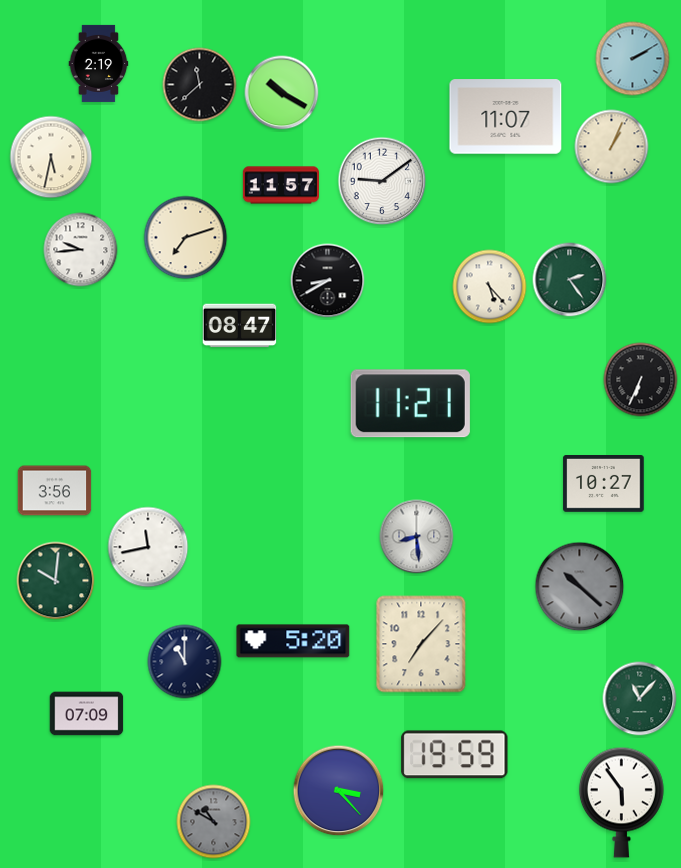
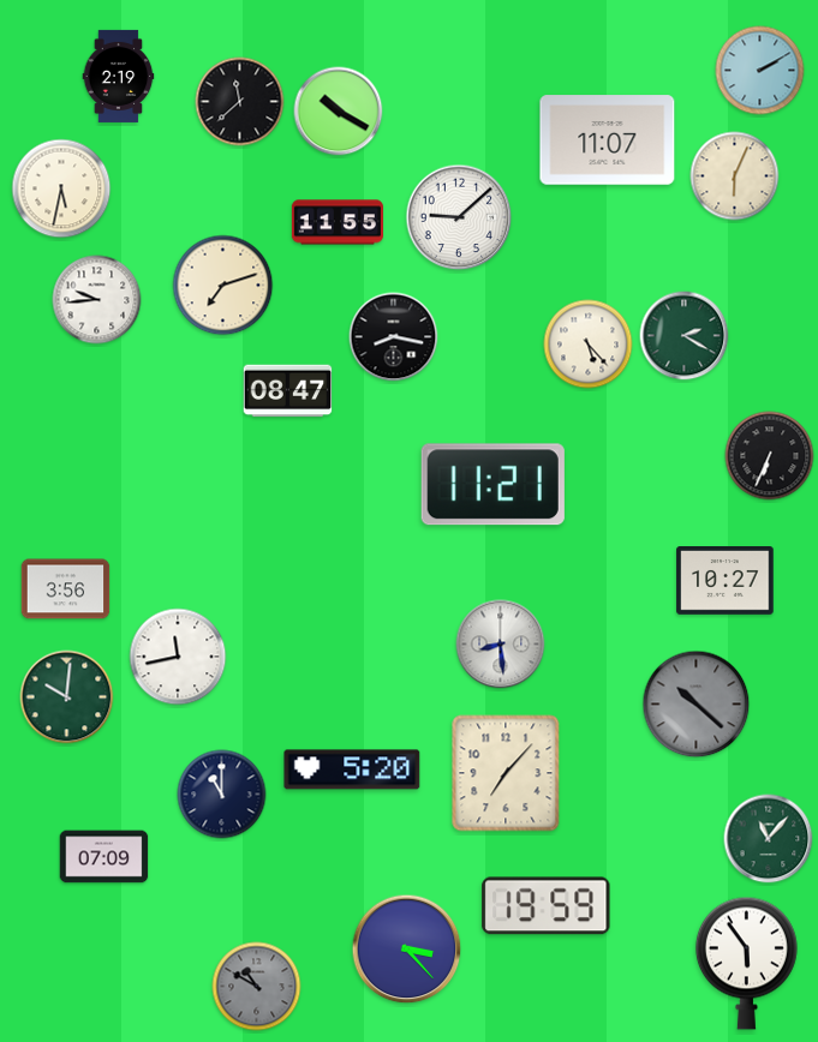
clock at (612, 147): 1:04 -> 6:04
clock at (382, 181): 9:09 -> 9:08
clock at (281, 185): 11:57 -> 11:55
clock at (570, 280): 2:24 -> 2:20
clock at (328, 281): 8:40 -> 8:17
